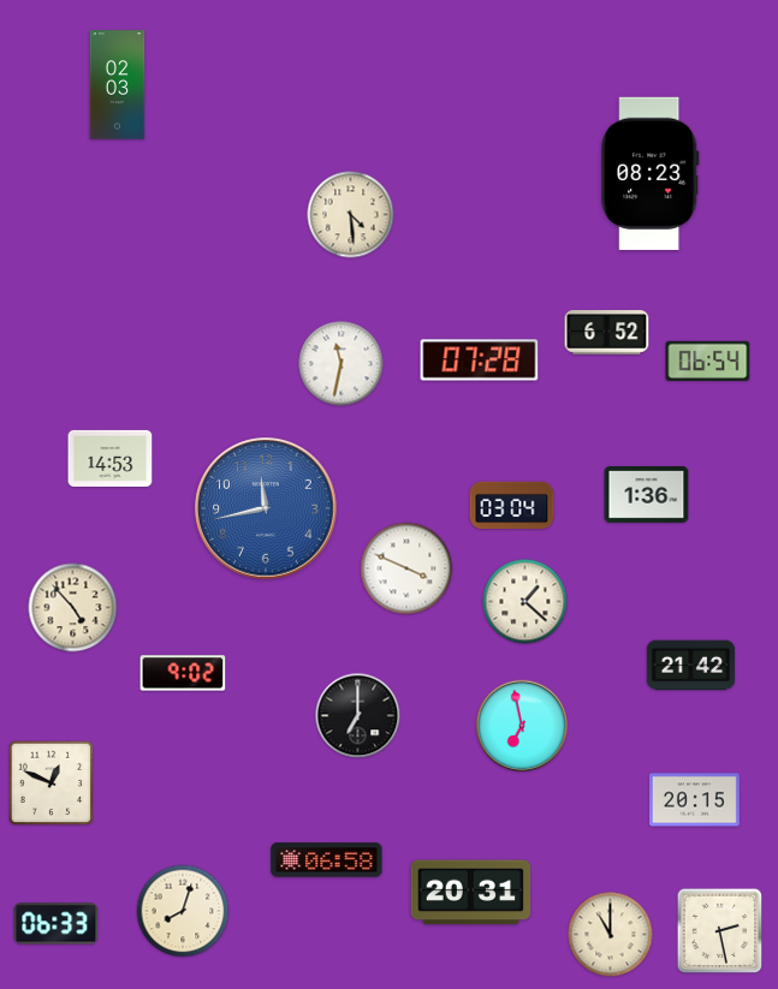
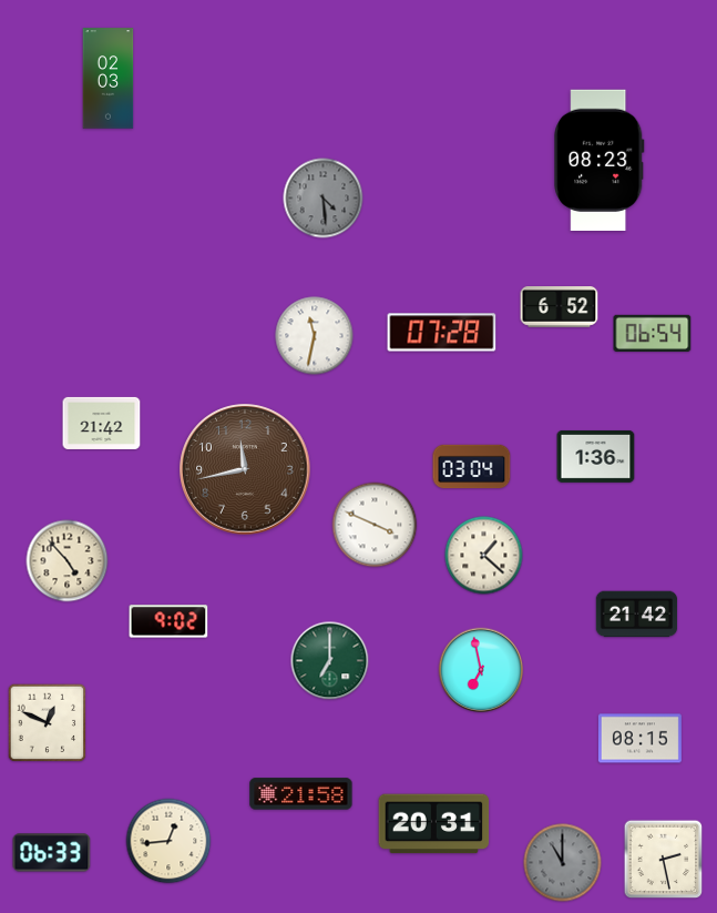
clock at (351, 215) dial: cream -> grey
clock at (111, 458): 14:53 -> 21:42
clock at (266, 508) dial: blue -> brown
clock at (358, 716) dial: black -> green
clock at (694, 800): 20:15 -> 08:15
clock at (327, 860): 06:58 -> 21:58
clock at (183, 911): 8:03 -> 12:44
clock at (611, 935) dial: cream -> grey
